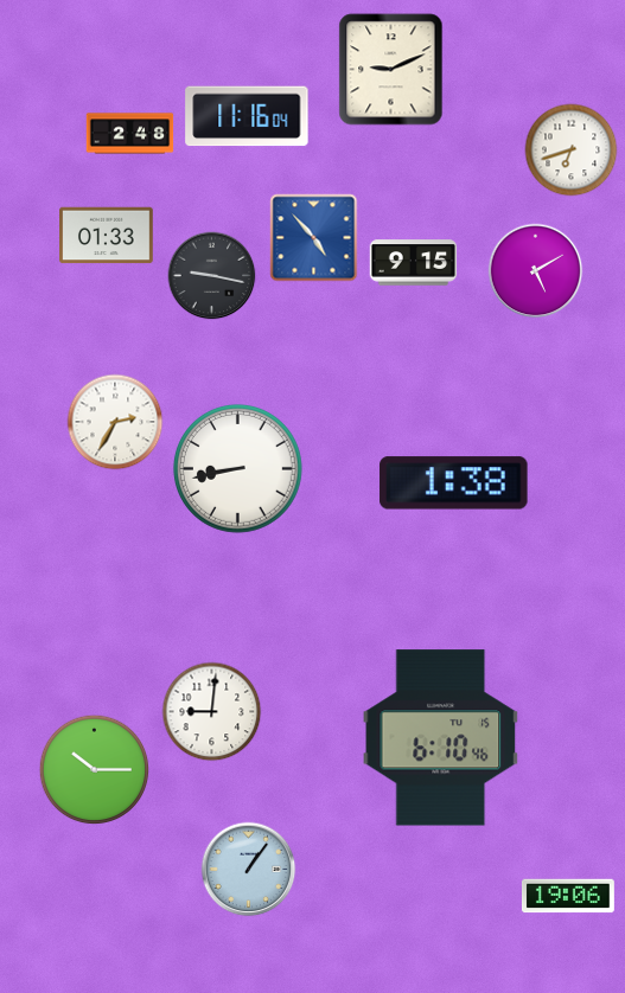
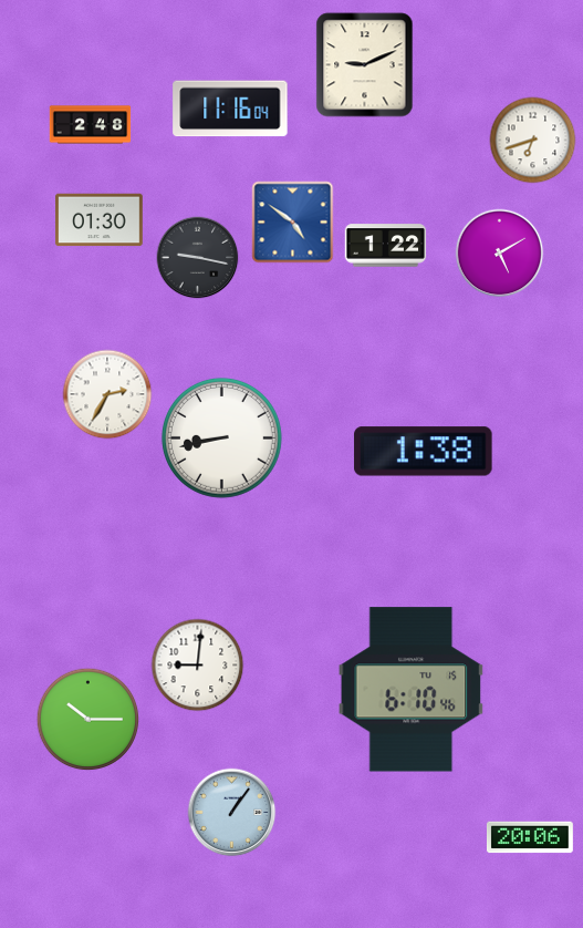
clock at (130, 134) position: (130, 134) -> (91, 125)
clock at (107, 236): 01:33 -> 01:30
clock at (314, 238): 4:53 -> 4:51
clock at (414, 263): 9:15 -> 1:22
clock at (568, 896): 19:06 -> 20:06
